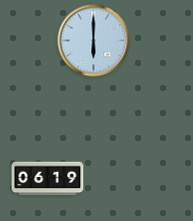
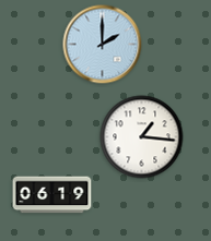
clock at (94, 41): 6:00 -> 2:00
clock at (142, 137): none -> 1:16
